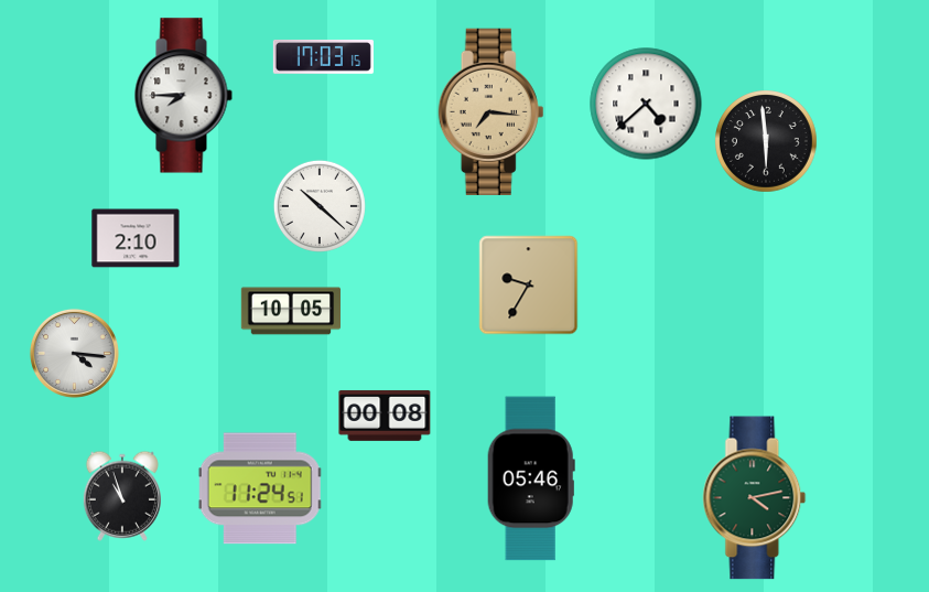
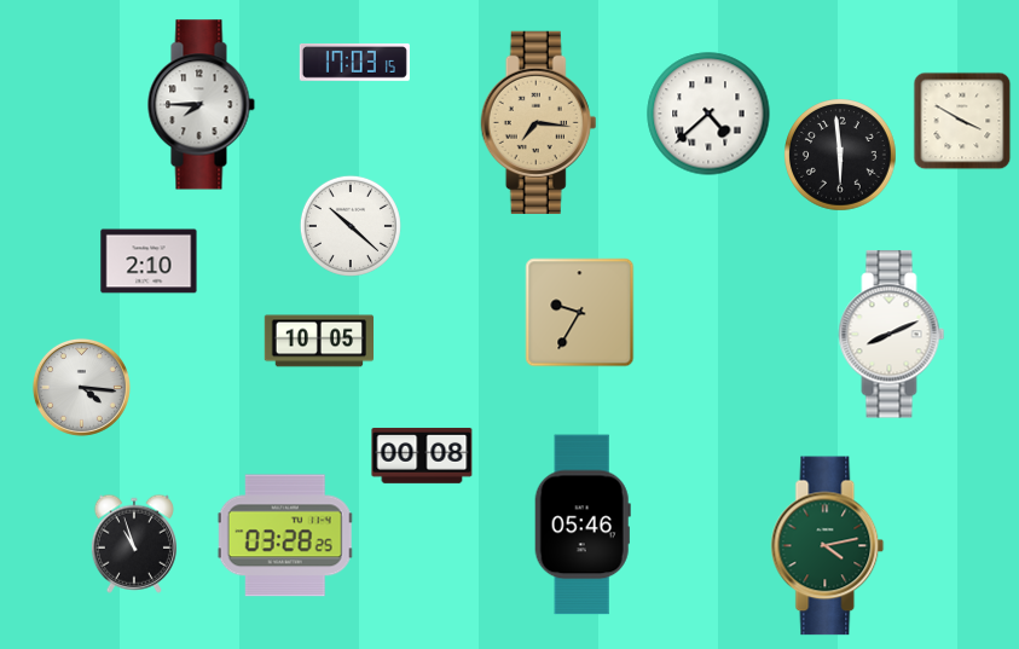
clock at (962, 121): none -> 3:50
clock at (892, 335): none -> 8:11
clock at (260, 488): 11:24 -> 03:28
